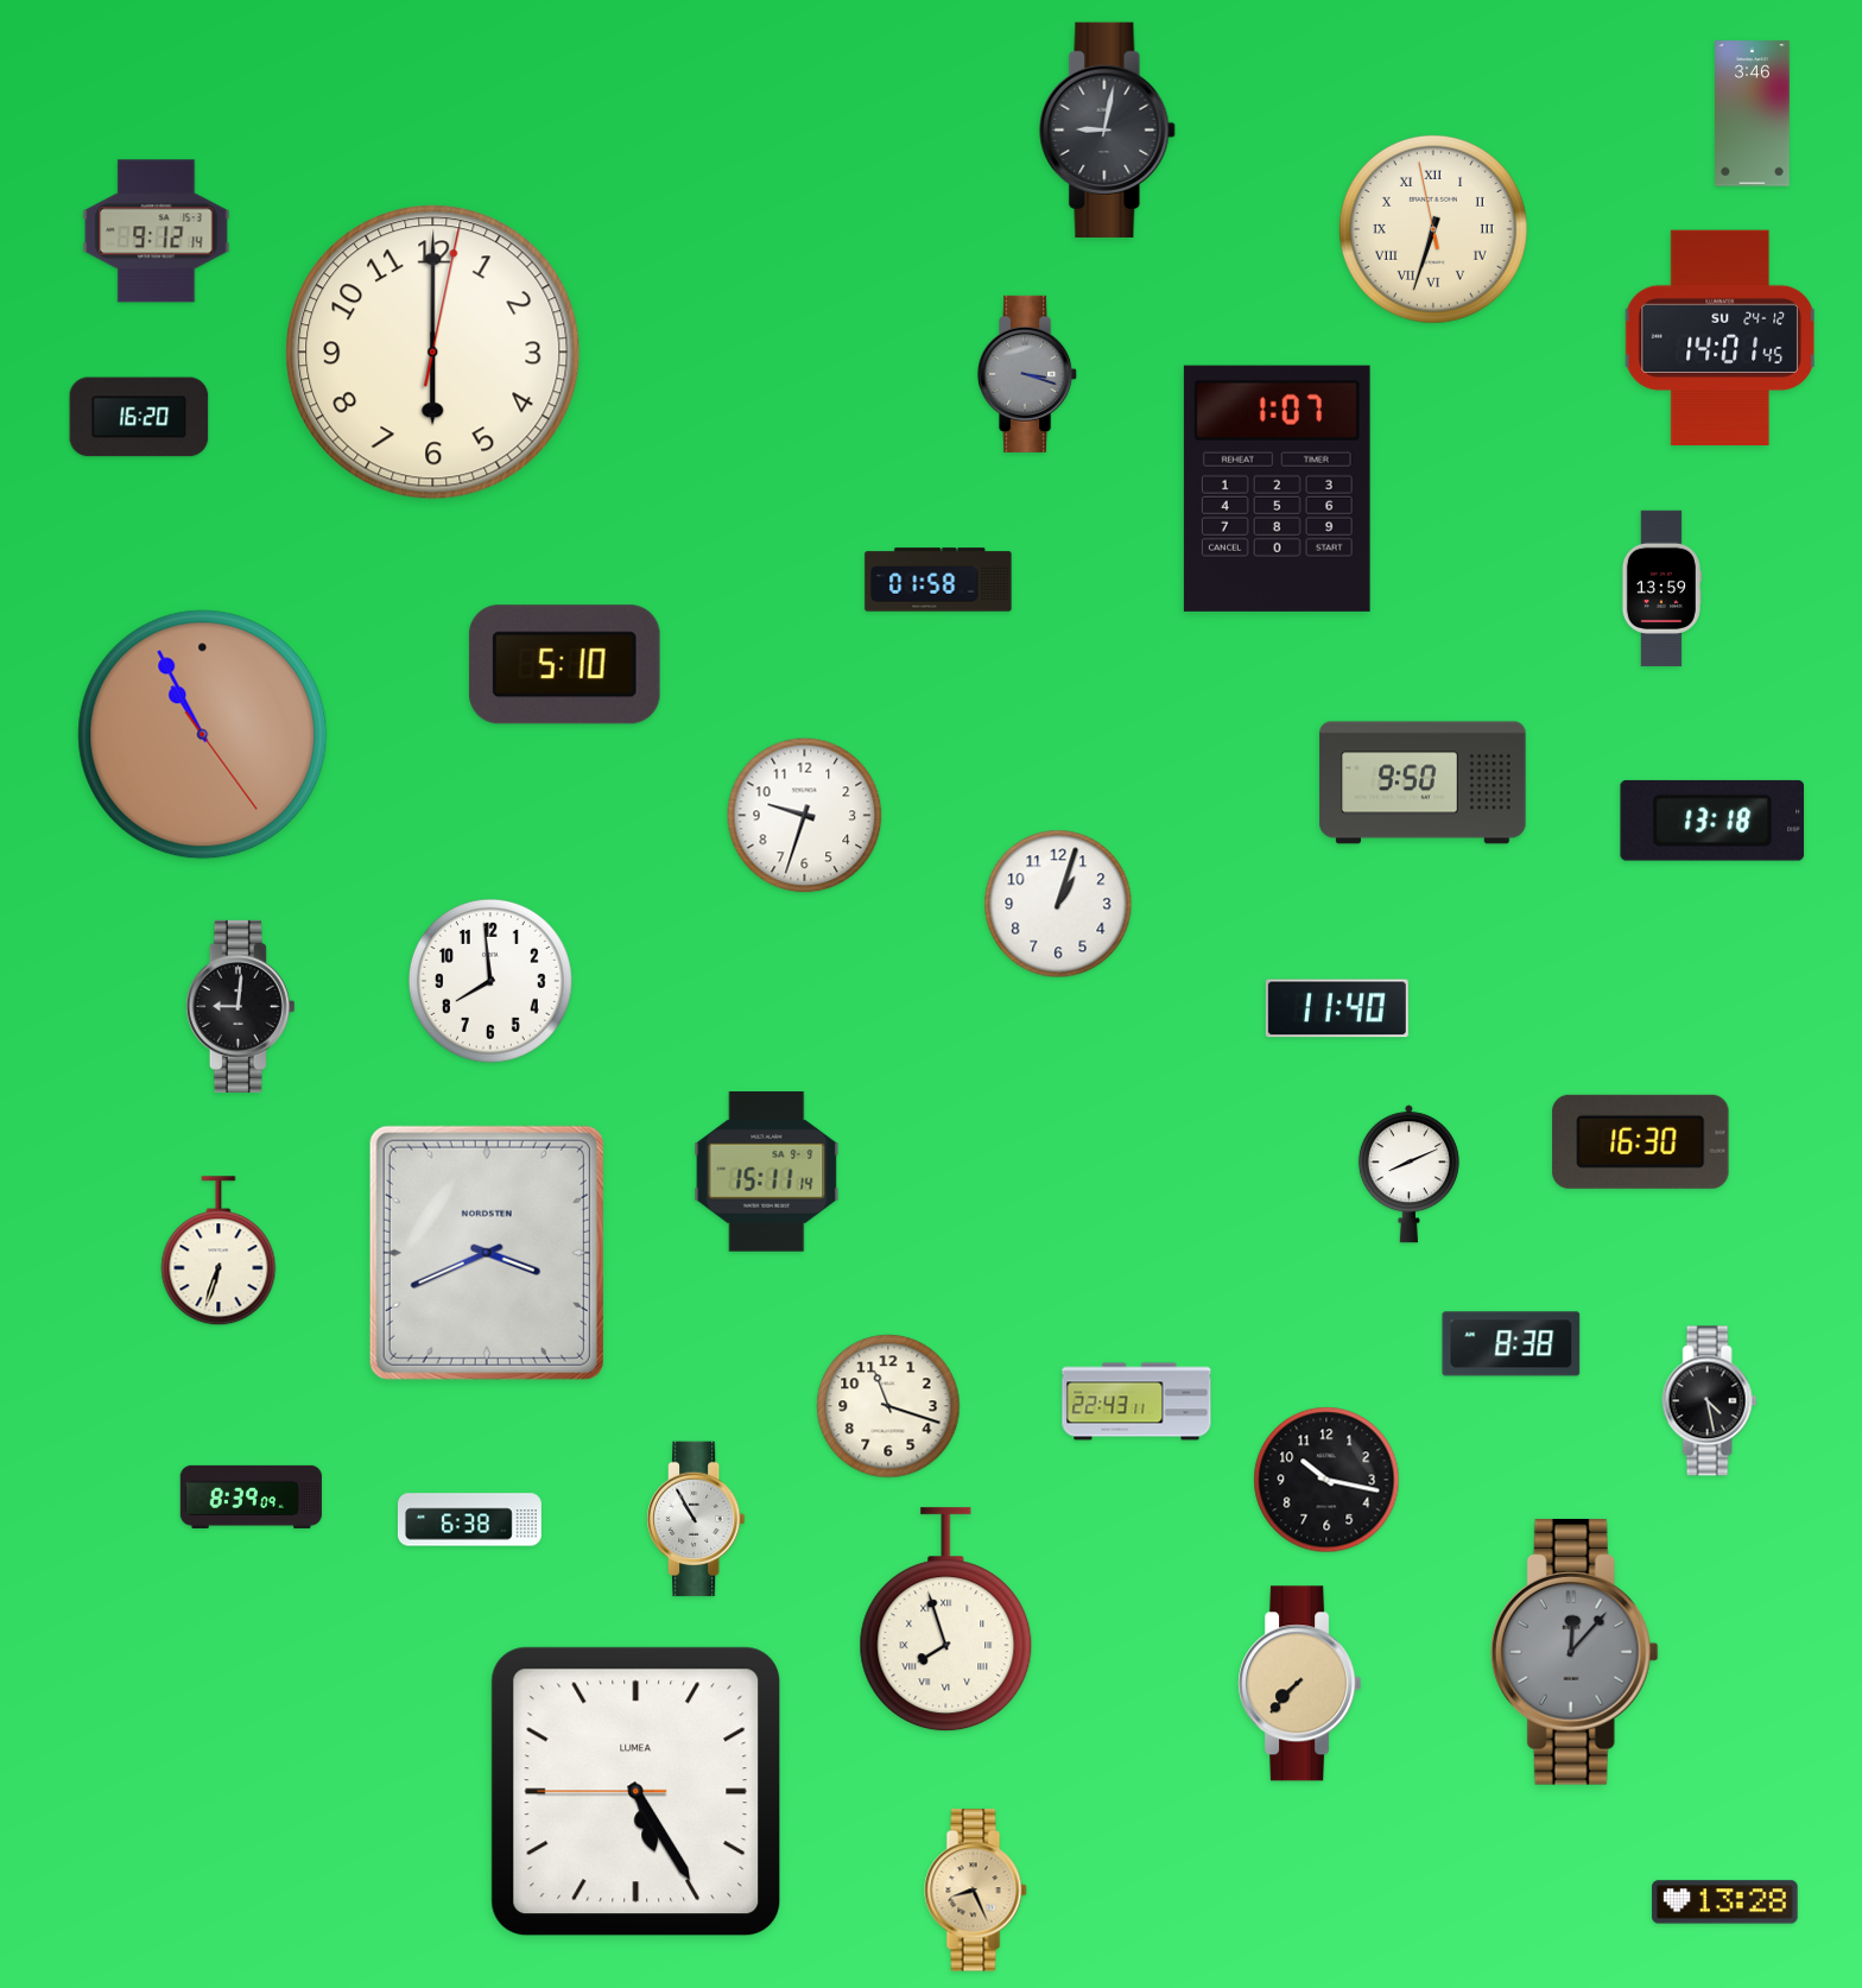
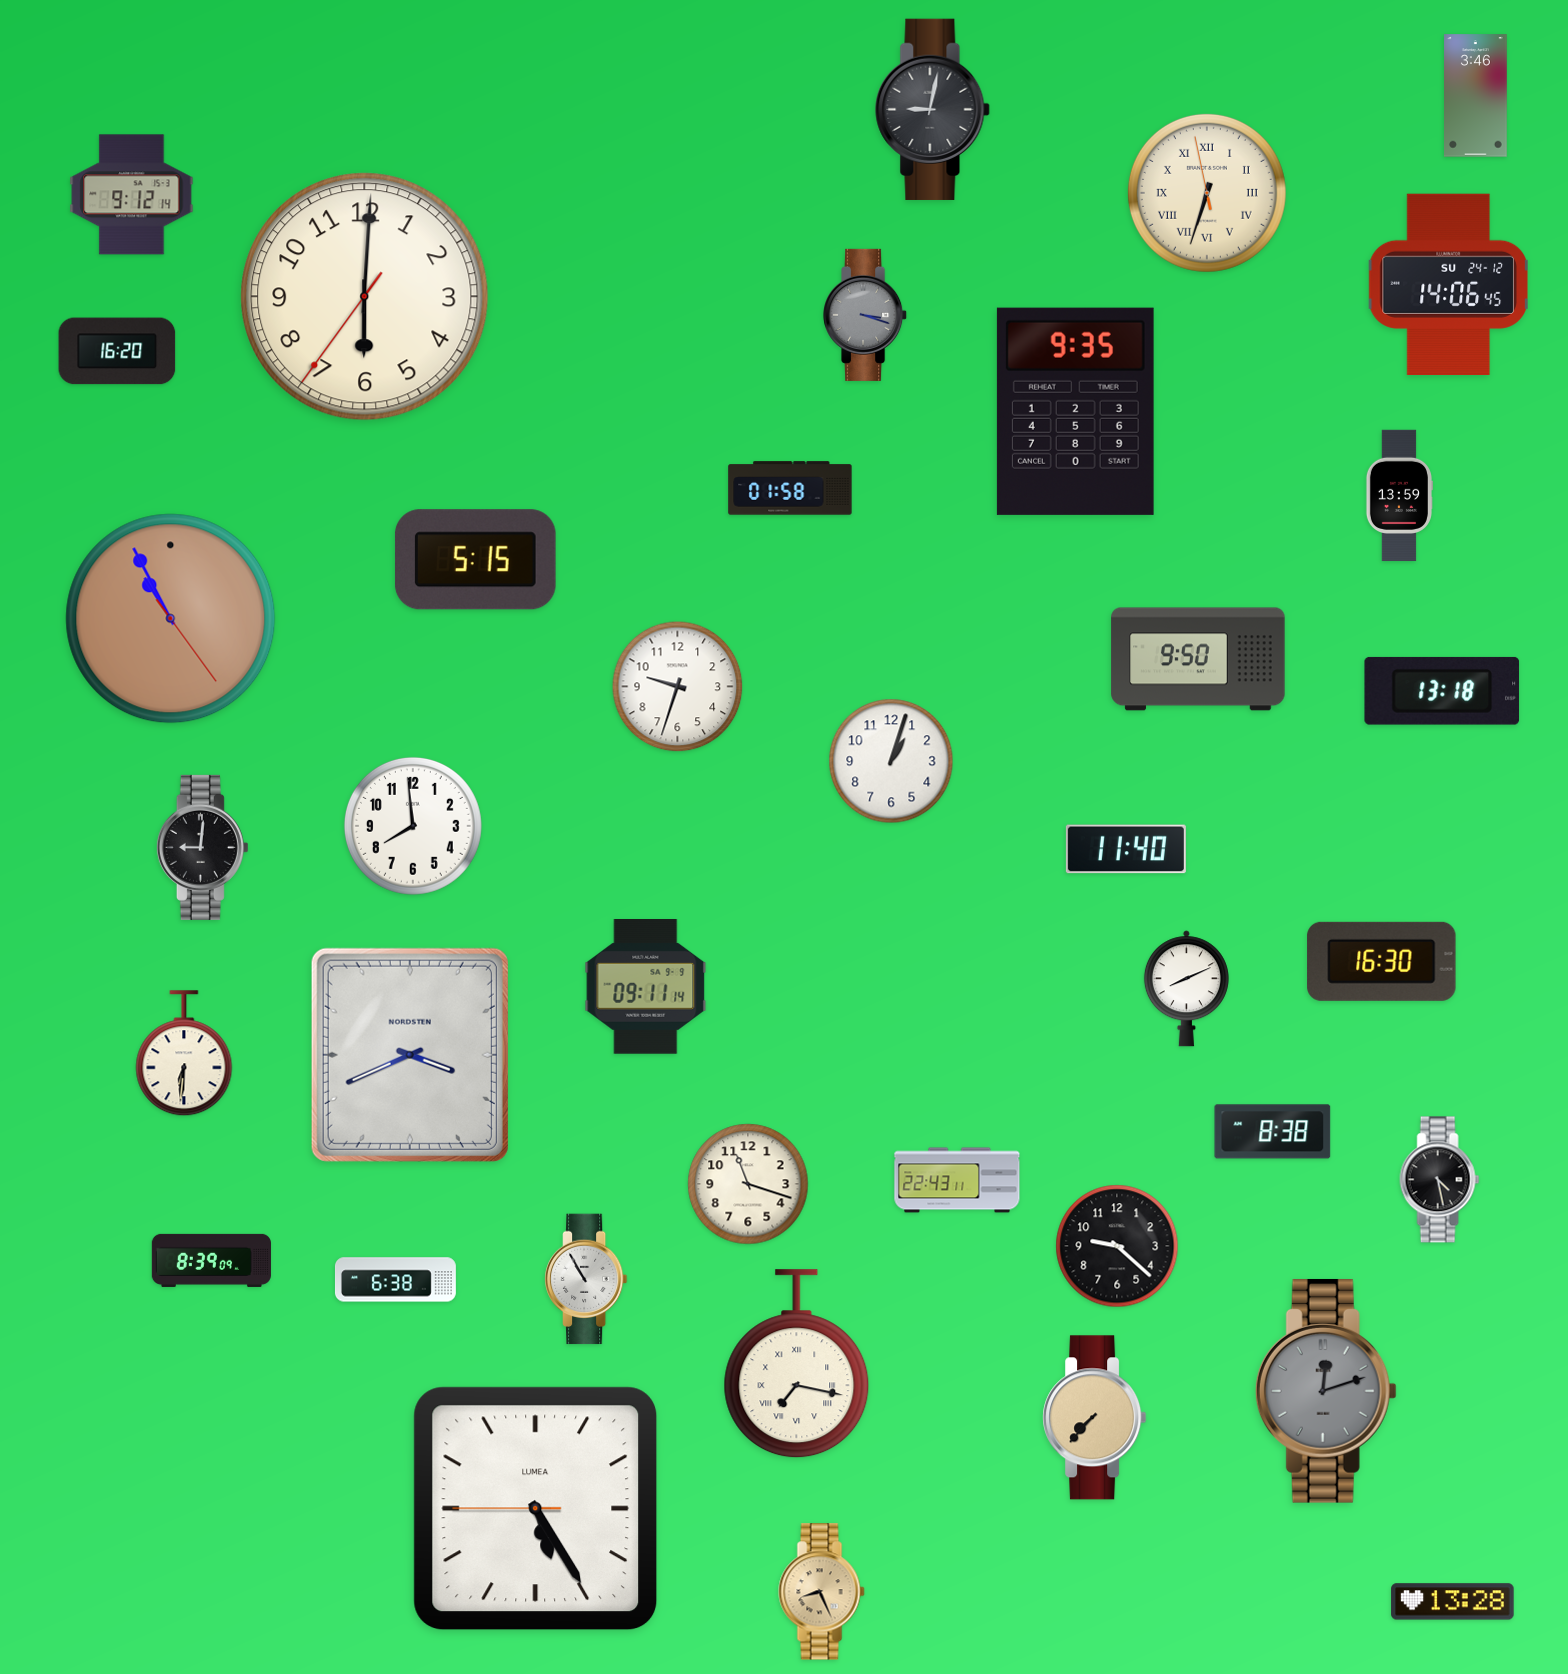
clock at (1719, 337): 14:01 -> 14:06
clock at (433, 353): 6:00:02 -> 6:00:36
clock at (1277, 488): 1:07 -> 9:35
clock at (564, 665): 5:10 -> 5:15
clock at (767, 1172): 15:11 -> 09:11
clock at (218, 1252): 6:33 -> 6:31
clock at (1326, 1480): 10:17 -> 9:22
clock at (946, 1620): 7:57 -> 7:17
clock at (1575, 1652): 12:07 -> 12:12
